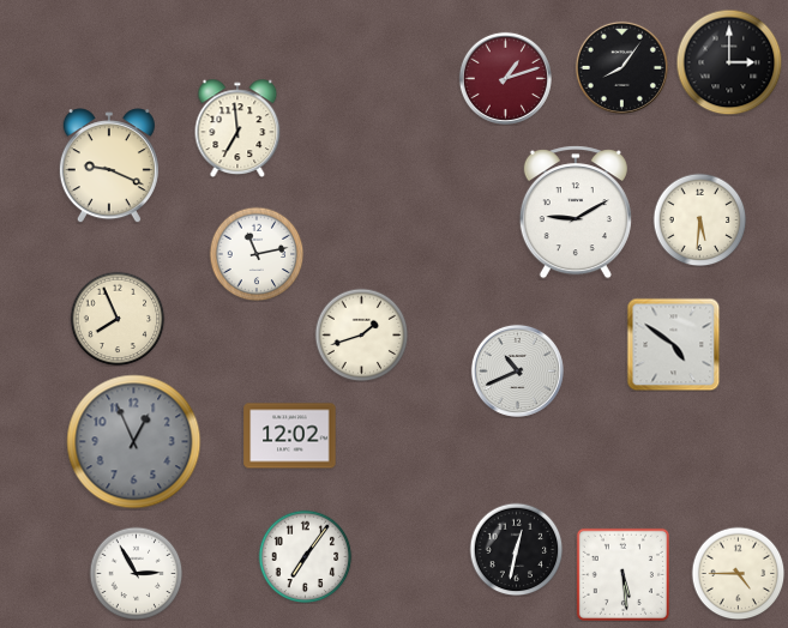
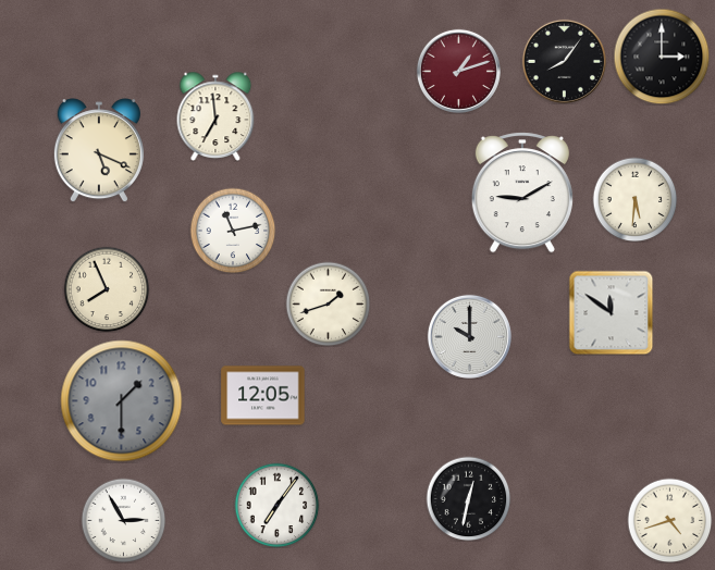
clock at (109, 165): 9:19 -> 5:19
clock at (673, 344): 4:51 -> 11:51
clock at (517, 370): 10:41 -> 10:00
clock at (290, 436): 12:02 -> 12:05
clock at (134, 442): 12:56 -> 1:30
clock at (738, 573): 4:45 -> 4:42
clock at (622, 574): 5:29 -> none
